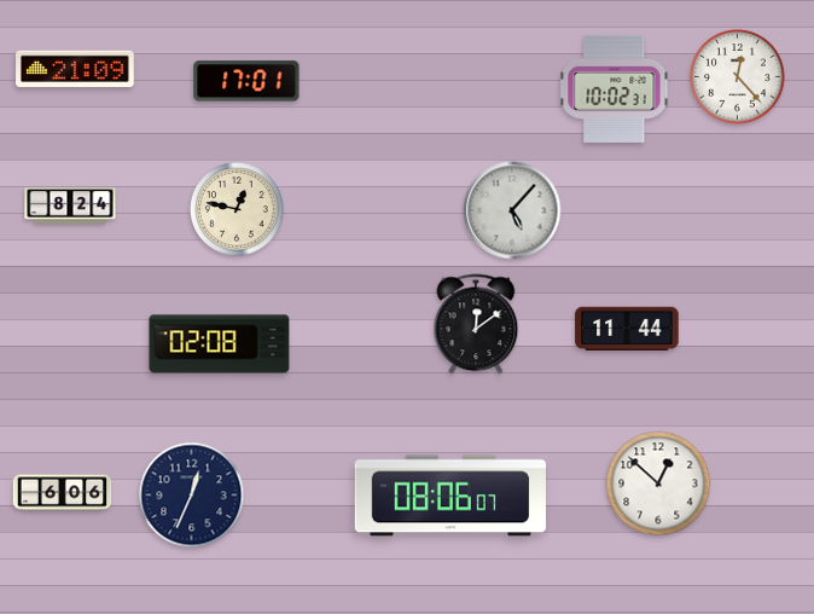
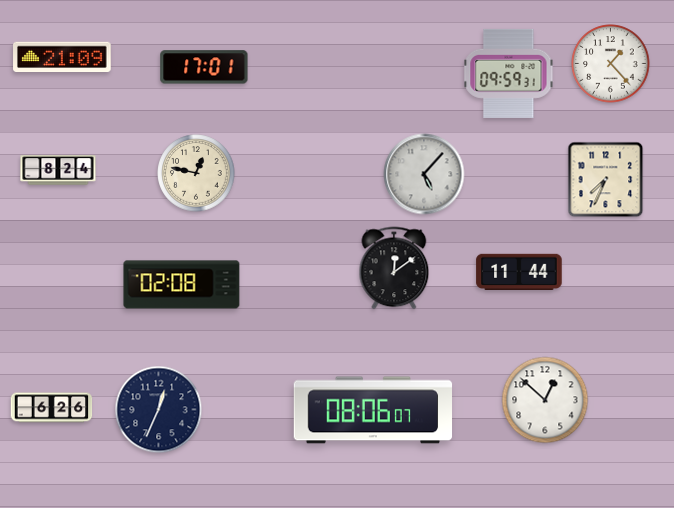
clock at (738, 77): 12:23 -> 1:23
clock at (615, 88): 10:02 -> 09:59
clock at (606, 180): none -> 7:34
clock at (63, 493): 6:06 -> 6:26
